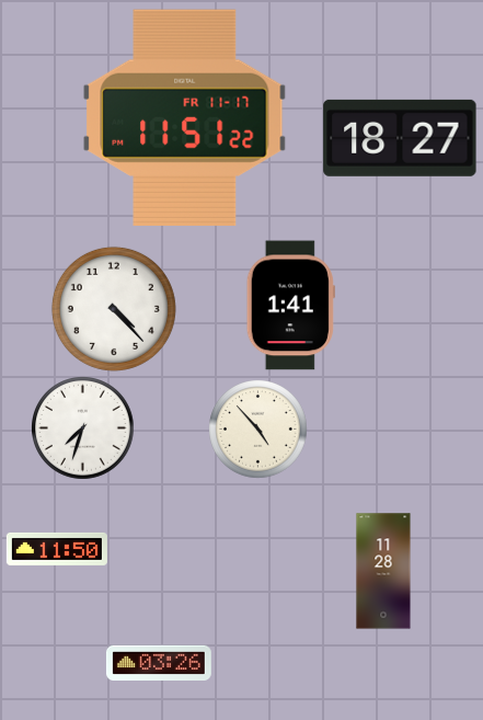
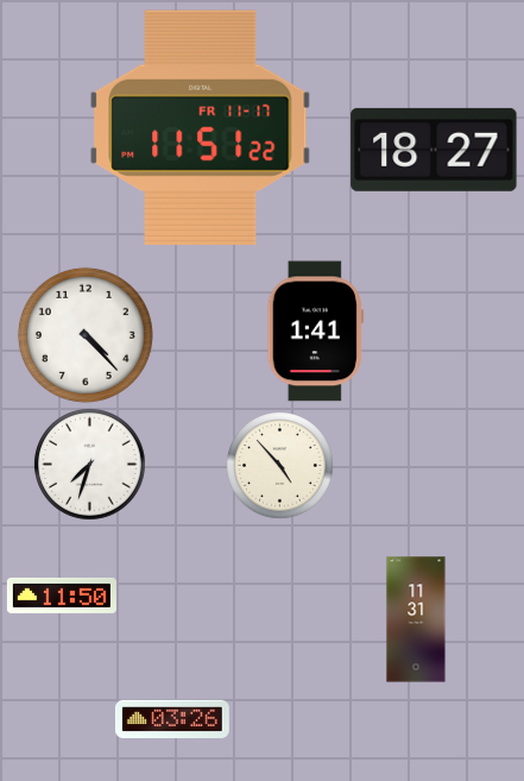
clock at (114, 309) position: (114, 309) -> (86, 335)
clock at (383, 571): 11:28 -> 11:31
